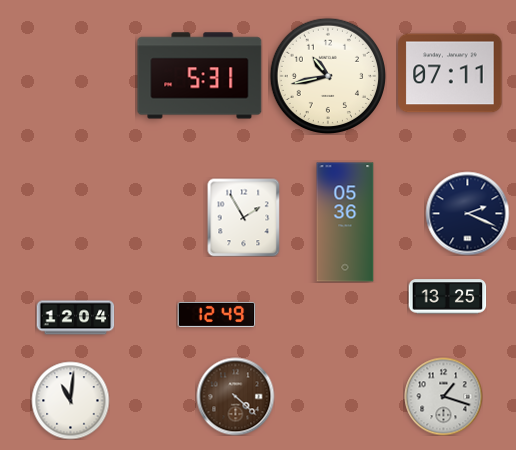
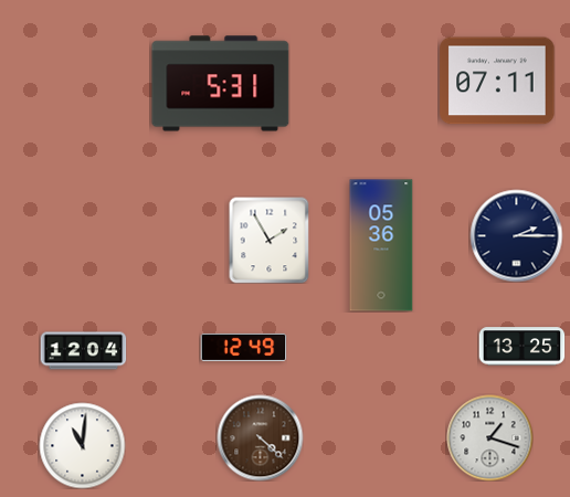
clock at (328, 76): 10:43 -> none
clock at (467, 213): 2:19 -> 2:15
clock at (447, 297) position: (447, 297) -> (521, 347)
clock at (216, 314) position: (216, 314) -> (243, 347)
clock at (70, 400) position: (70, 400) -> (82, 445)
